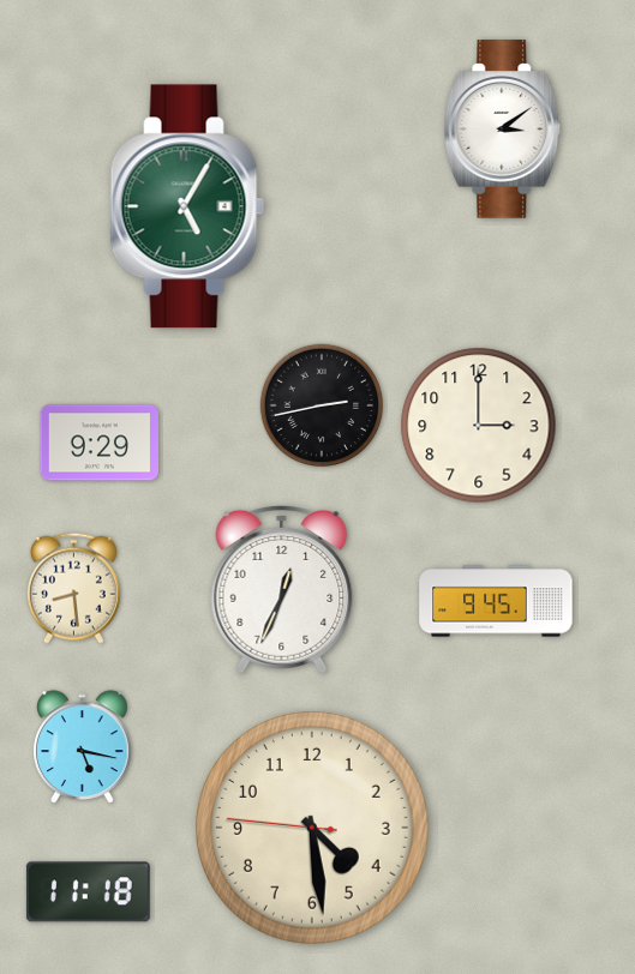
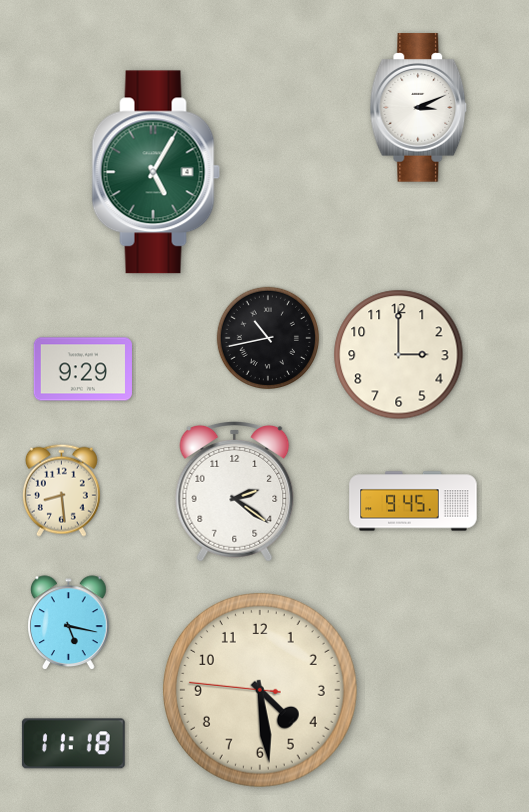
clock at (503, 130): 3:09 -> 3:11
clock at (321, 404): 2:43 -> 10:43
clock at (282, 590): 12:34 -> 2:21
